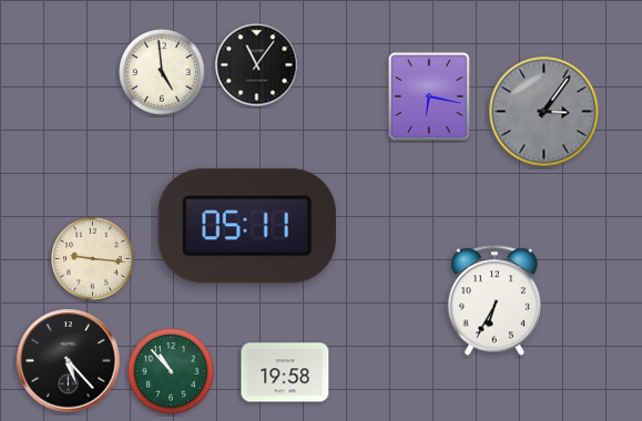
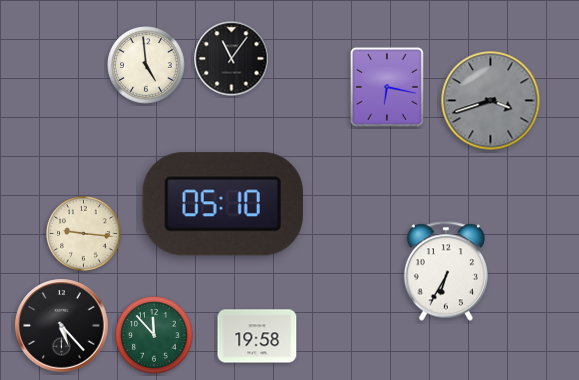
clock at (544, 112): 3:06 -> 3:42
clock at (247, 226): 05:11 -> 05:10
clock at (171, 371): 10:53 -> 11:53
